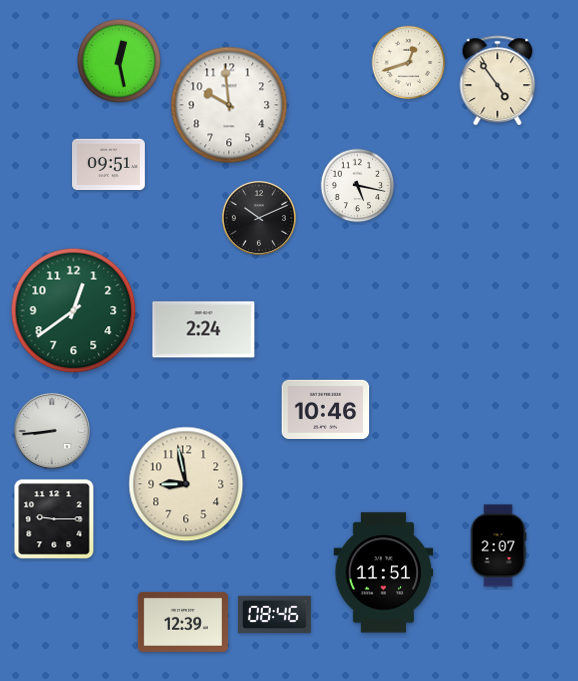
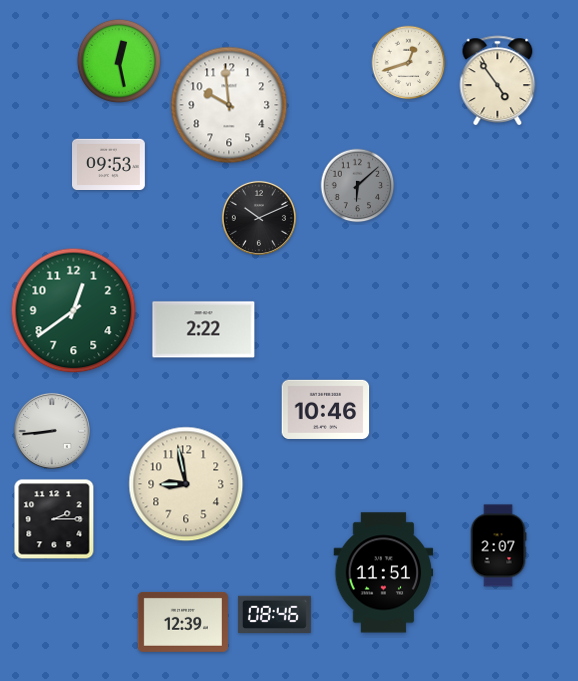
clock at (109, 165): 09:51 -> 09:53
clock at (358, 186): 5:17 -> 6:08
clock at (358, 186) dial: white -> grey
clock at (204, 330): 2:24 -> 2:22
clock at (54, 519): 9:15 -> 2:15
